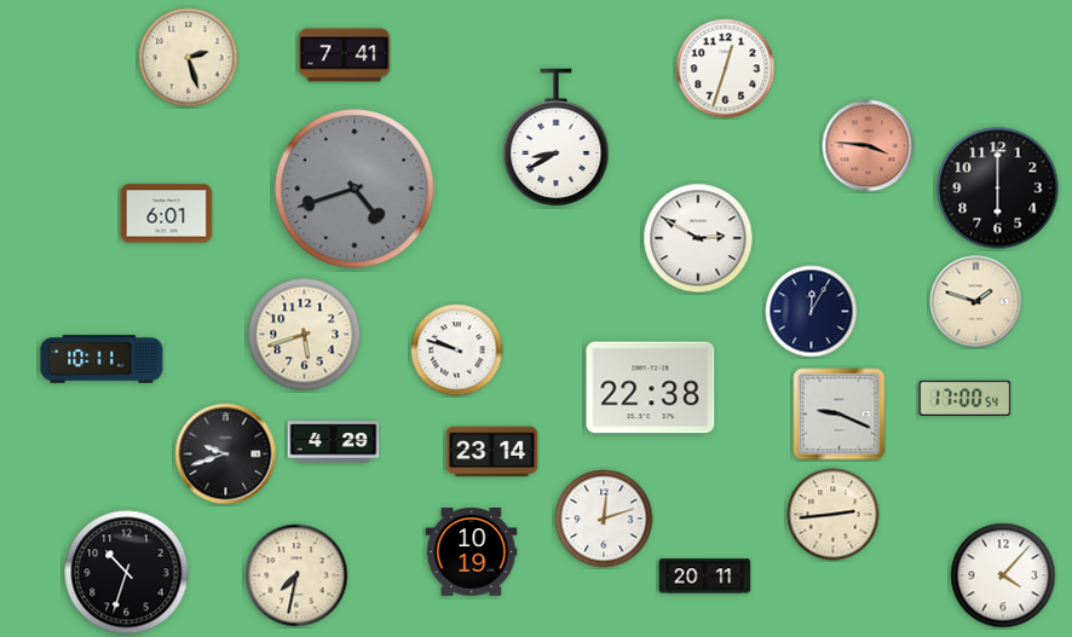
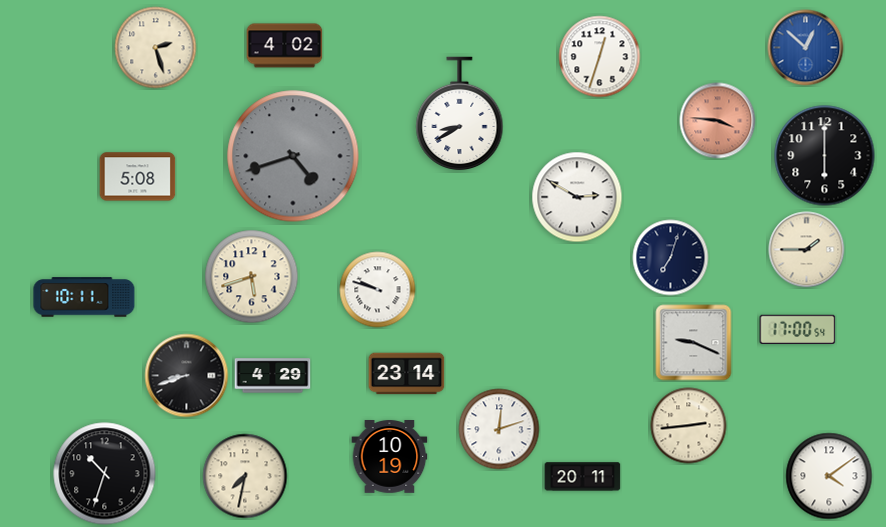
clock at (345, 56): 7:41 -> 4:02
clock at (806, 48): none -> 12:52
clock at (167, 214): 6:01 -> 5:08
clock at (976, 302): 1:48 -> 1:45
clock at (812, 312): 12:05 -> 7:03
clock at (651, 388): 22:38 -> none
clock at (334, 442) position: (334, 442) -> (273, 376)
clock at (226, 454): 9:42 -> 8:42
clock at (1003, 575): 4:07 -> 4:09
